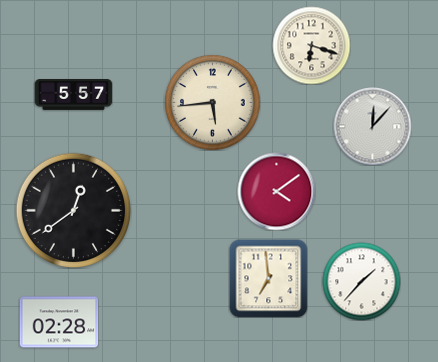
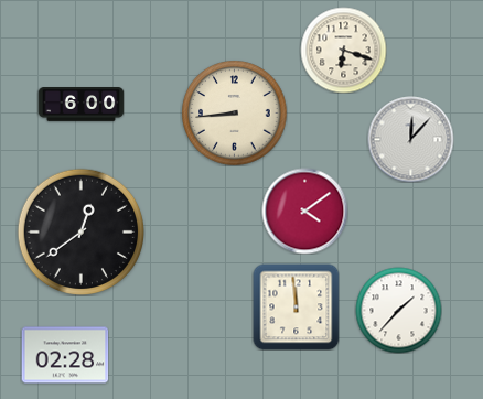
clock at (73, 95): 5:57 -> 6:00
clock at (212, 102): 5:44 -> 8:44
clock at (268, 278): 6:59 -> 11:59
